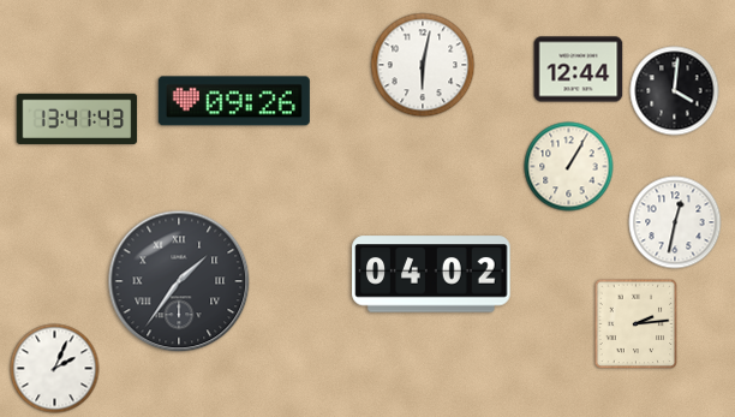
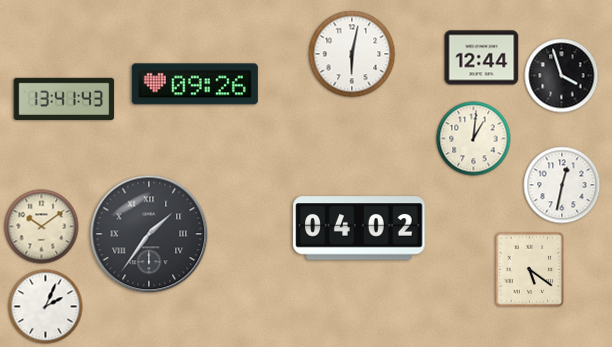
clock at (675, 91): 4:01 -> 3:57
clock at (569, 167): 1:05 -> 1:01
clock at (42, 227): none -> 10:09
clock at (637, 324): 2:14 -> 5:21
